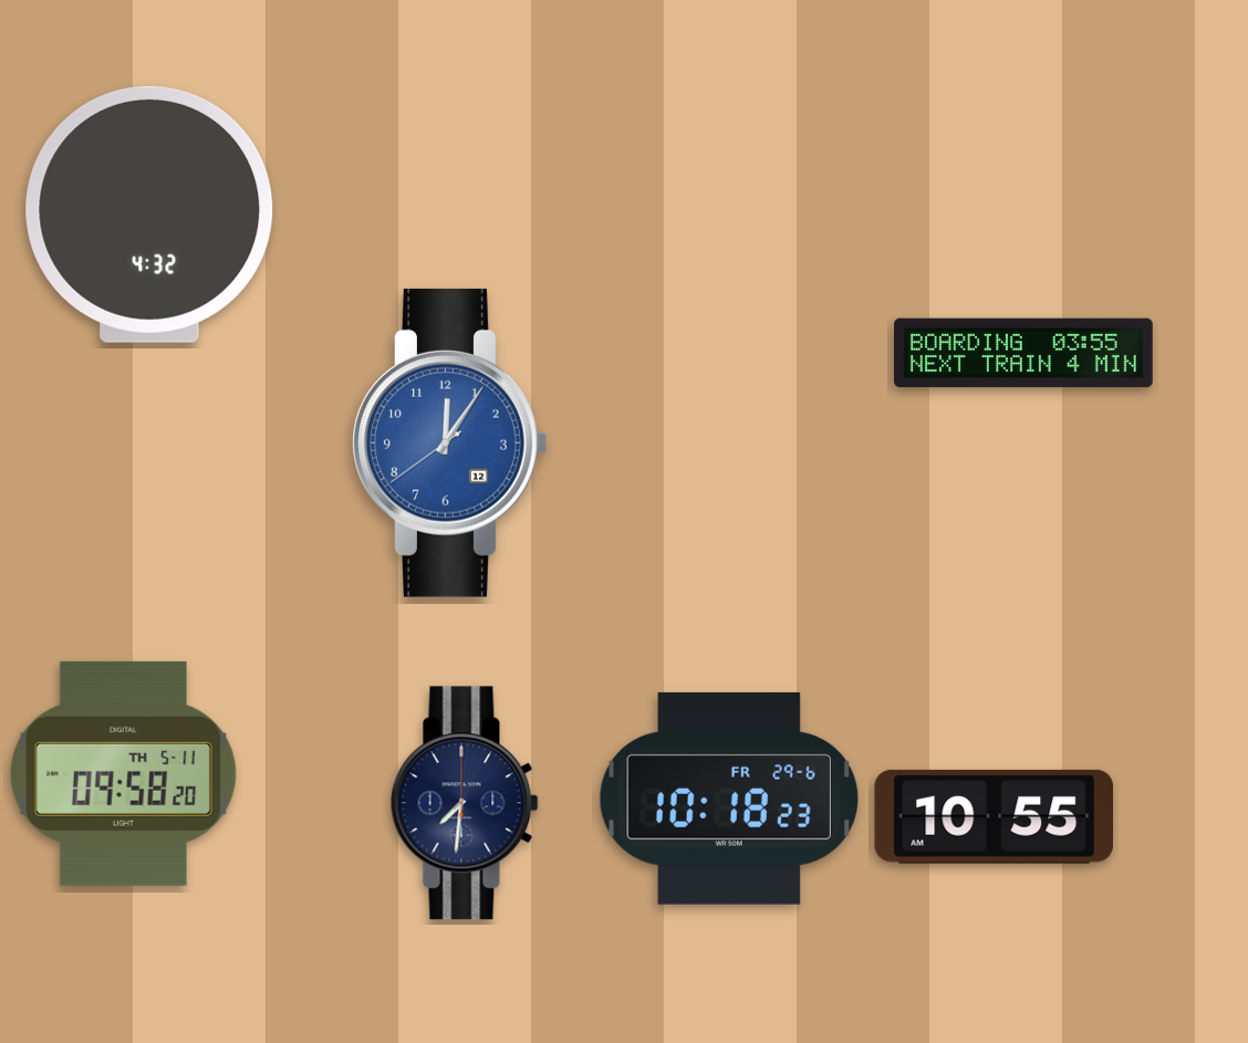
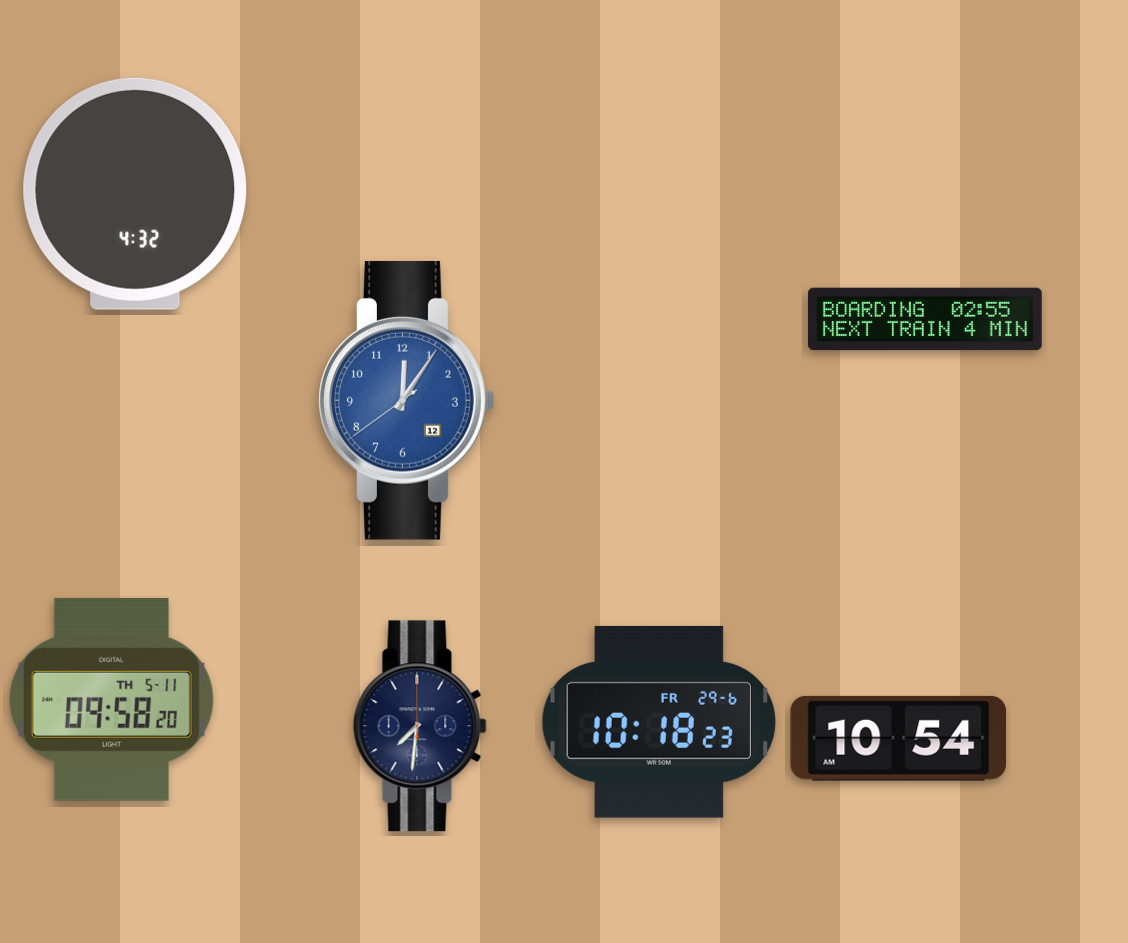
clock at (1023, 353): 03:55 -> 02:55
clock at (995, 816): 10:55 -> 10:54
